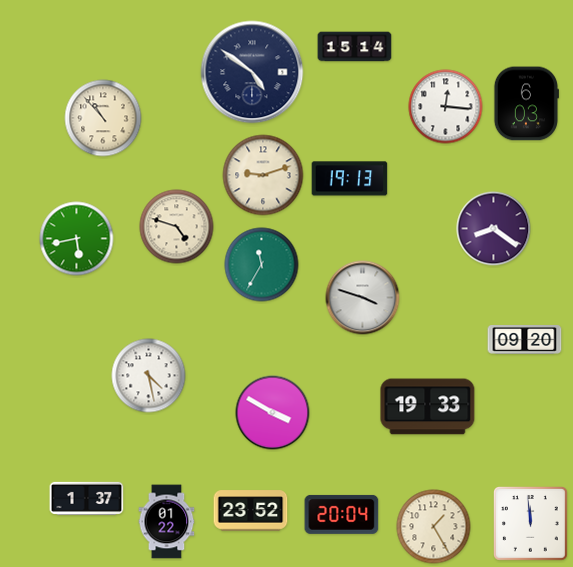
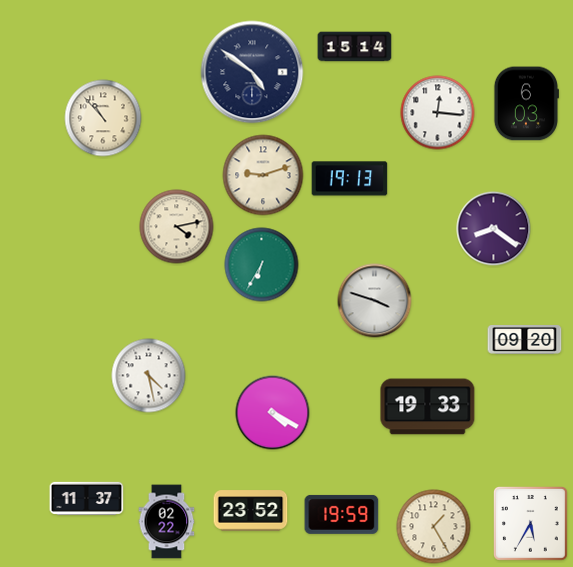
clock at (446, 107) position: (446, 107) -> (438, 113)
clock at (177, 227): 4:48 -> 4:13
clock at (77, 239): 5:43 -> none
clock at (262, 265): 11:35 -> 6:35
clock at (363, 298) position: (363, 298) -> (375, 301)
clock at (273, 413): 3:50 -> 4:20
clock at (87, 498): 1:37 -> 11:37
clock at (342, 514): 20:04 -> 19:59
clock at (167, 522): 01:22 -> 02:22
clock at (531, 524): 11:59 -> 5:35
